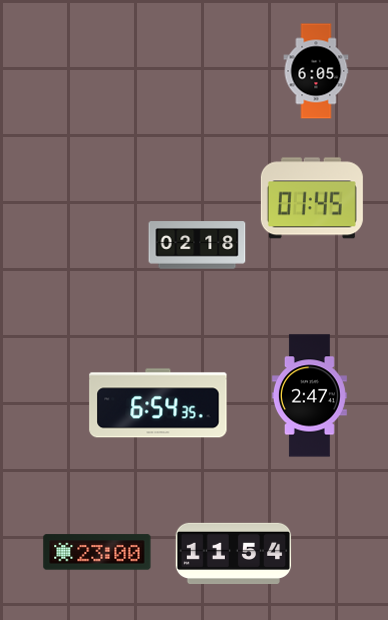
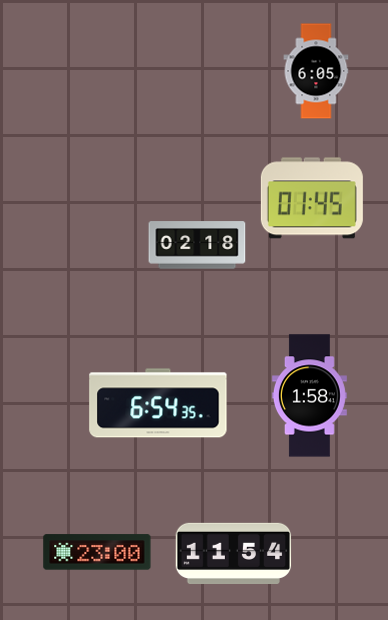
clock at (309, 396): 2:47 -> 1:58
